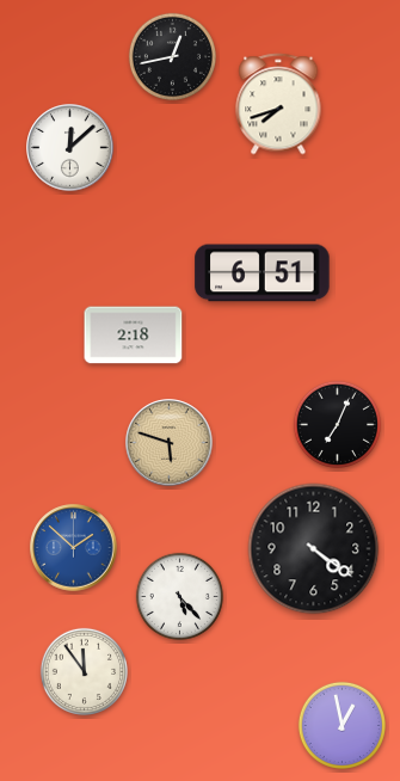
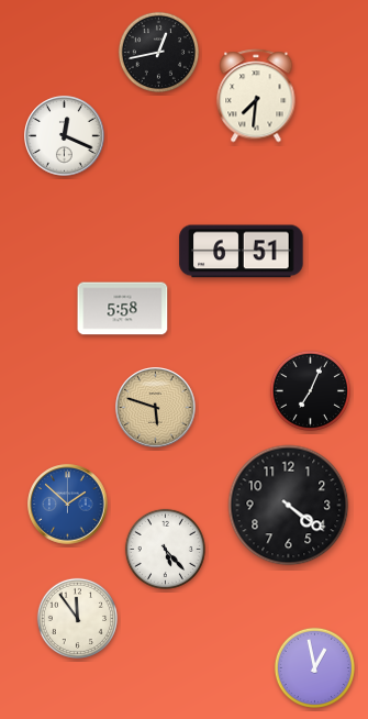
clock at (278, 104): 7:42 -> 7:31
clock at (70, 148): 12:08 -> 12:19
clock at (134, 336): 2:18 -> 5:58
